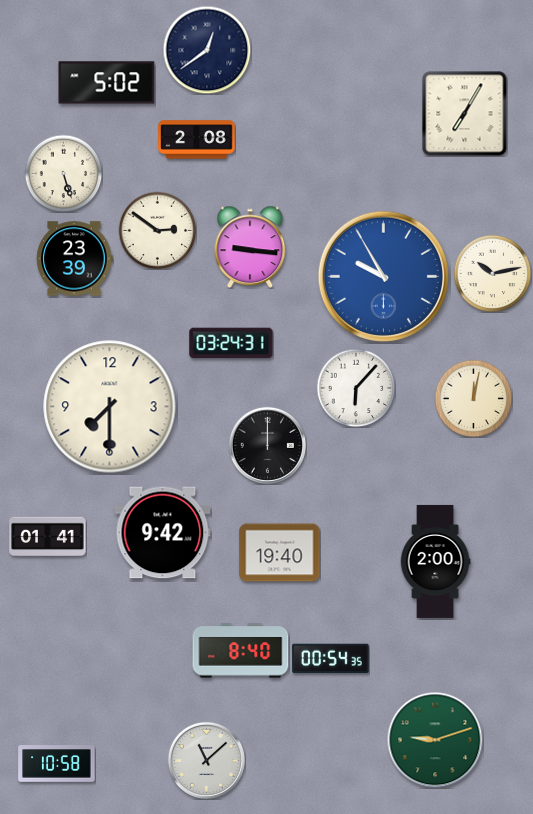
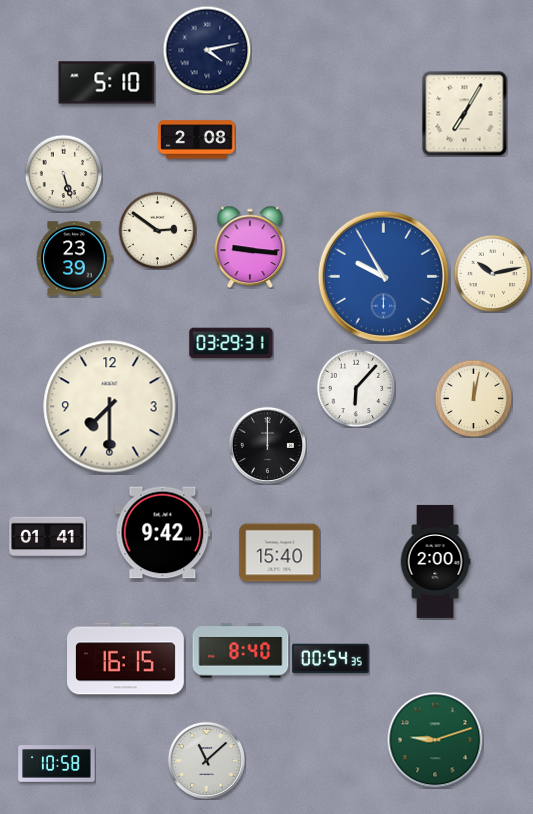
clock at (207, 50): 12:39 -> 4:13
clock at (107, 83): 5:02 -> 5:10
clock at (231, 343): 03:24 -> 03:29
clock at (280, 553): 19:40 -> 15:40
clock at (126, 659): none -> 16:15
